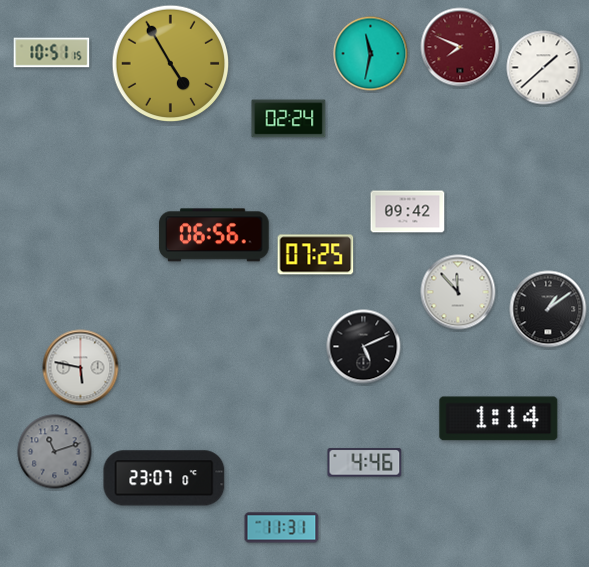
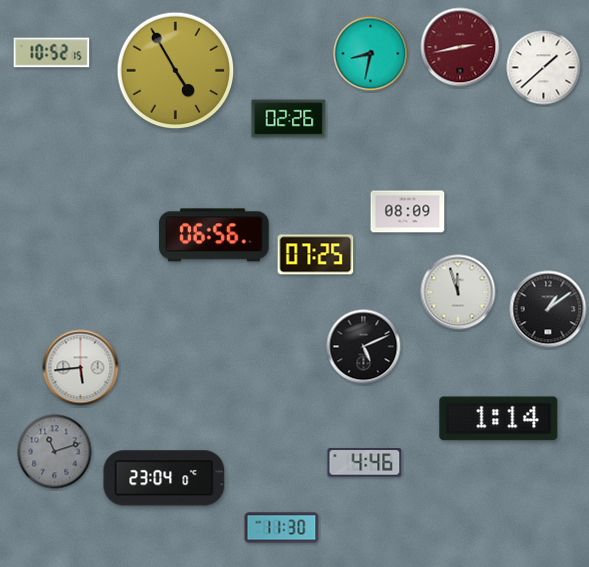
clock at (460, 47): 7:49 -> 2:43
clock at (52, 53): 10:51 -> 10:52
clock at (371, 54): 11:32 -> 8:32
clock at (171, 64) position: (171, 64) -> (176, 71)
clock at (289, 119): 02:24 -> 02:26
clock at (408, 212): 09:42 -> 08:09
clock at (458, 292): 11:53 -> 11:57
clock at (81, 368): 5:47 -> 5:44
clock at (164, 478): 23:07 -> 23:04
clock at (282, 528): 11:31 -> 11:30
